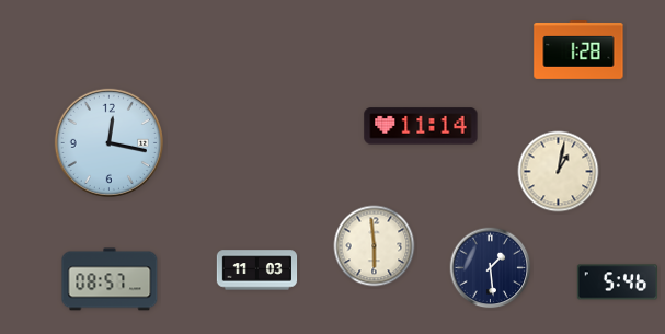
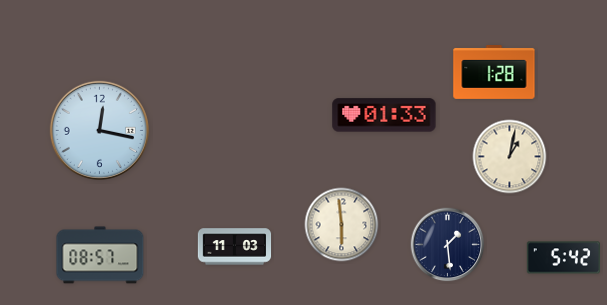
clock at (578, 50) position: (578, 50) -> (494, 73)
clock at (421, 126): 11:14 -> 01:33
clock at (617, 283): 5:46 -> 5:42
